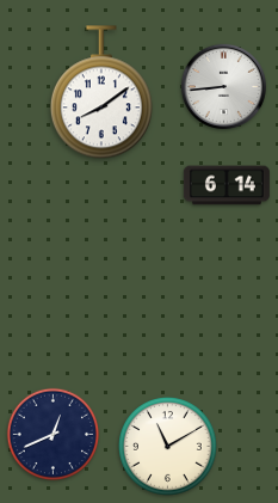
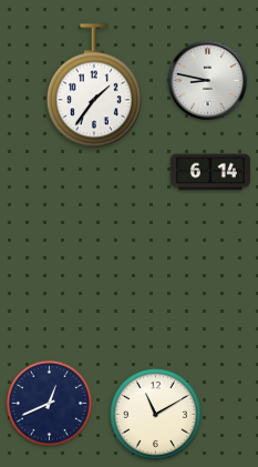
clock at (223, 86): 8:44 -> 8:47
clock at (101, 93): 8:09 -> 1:36
